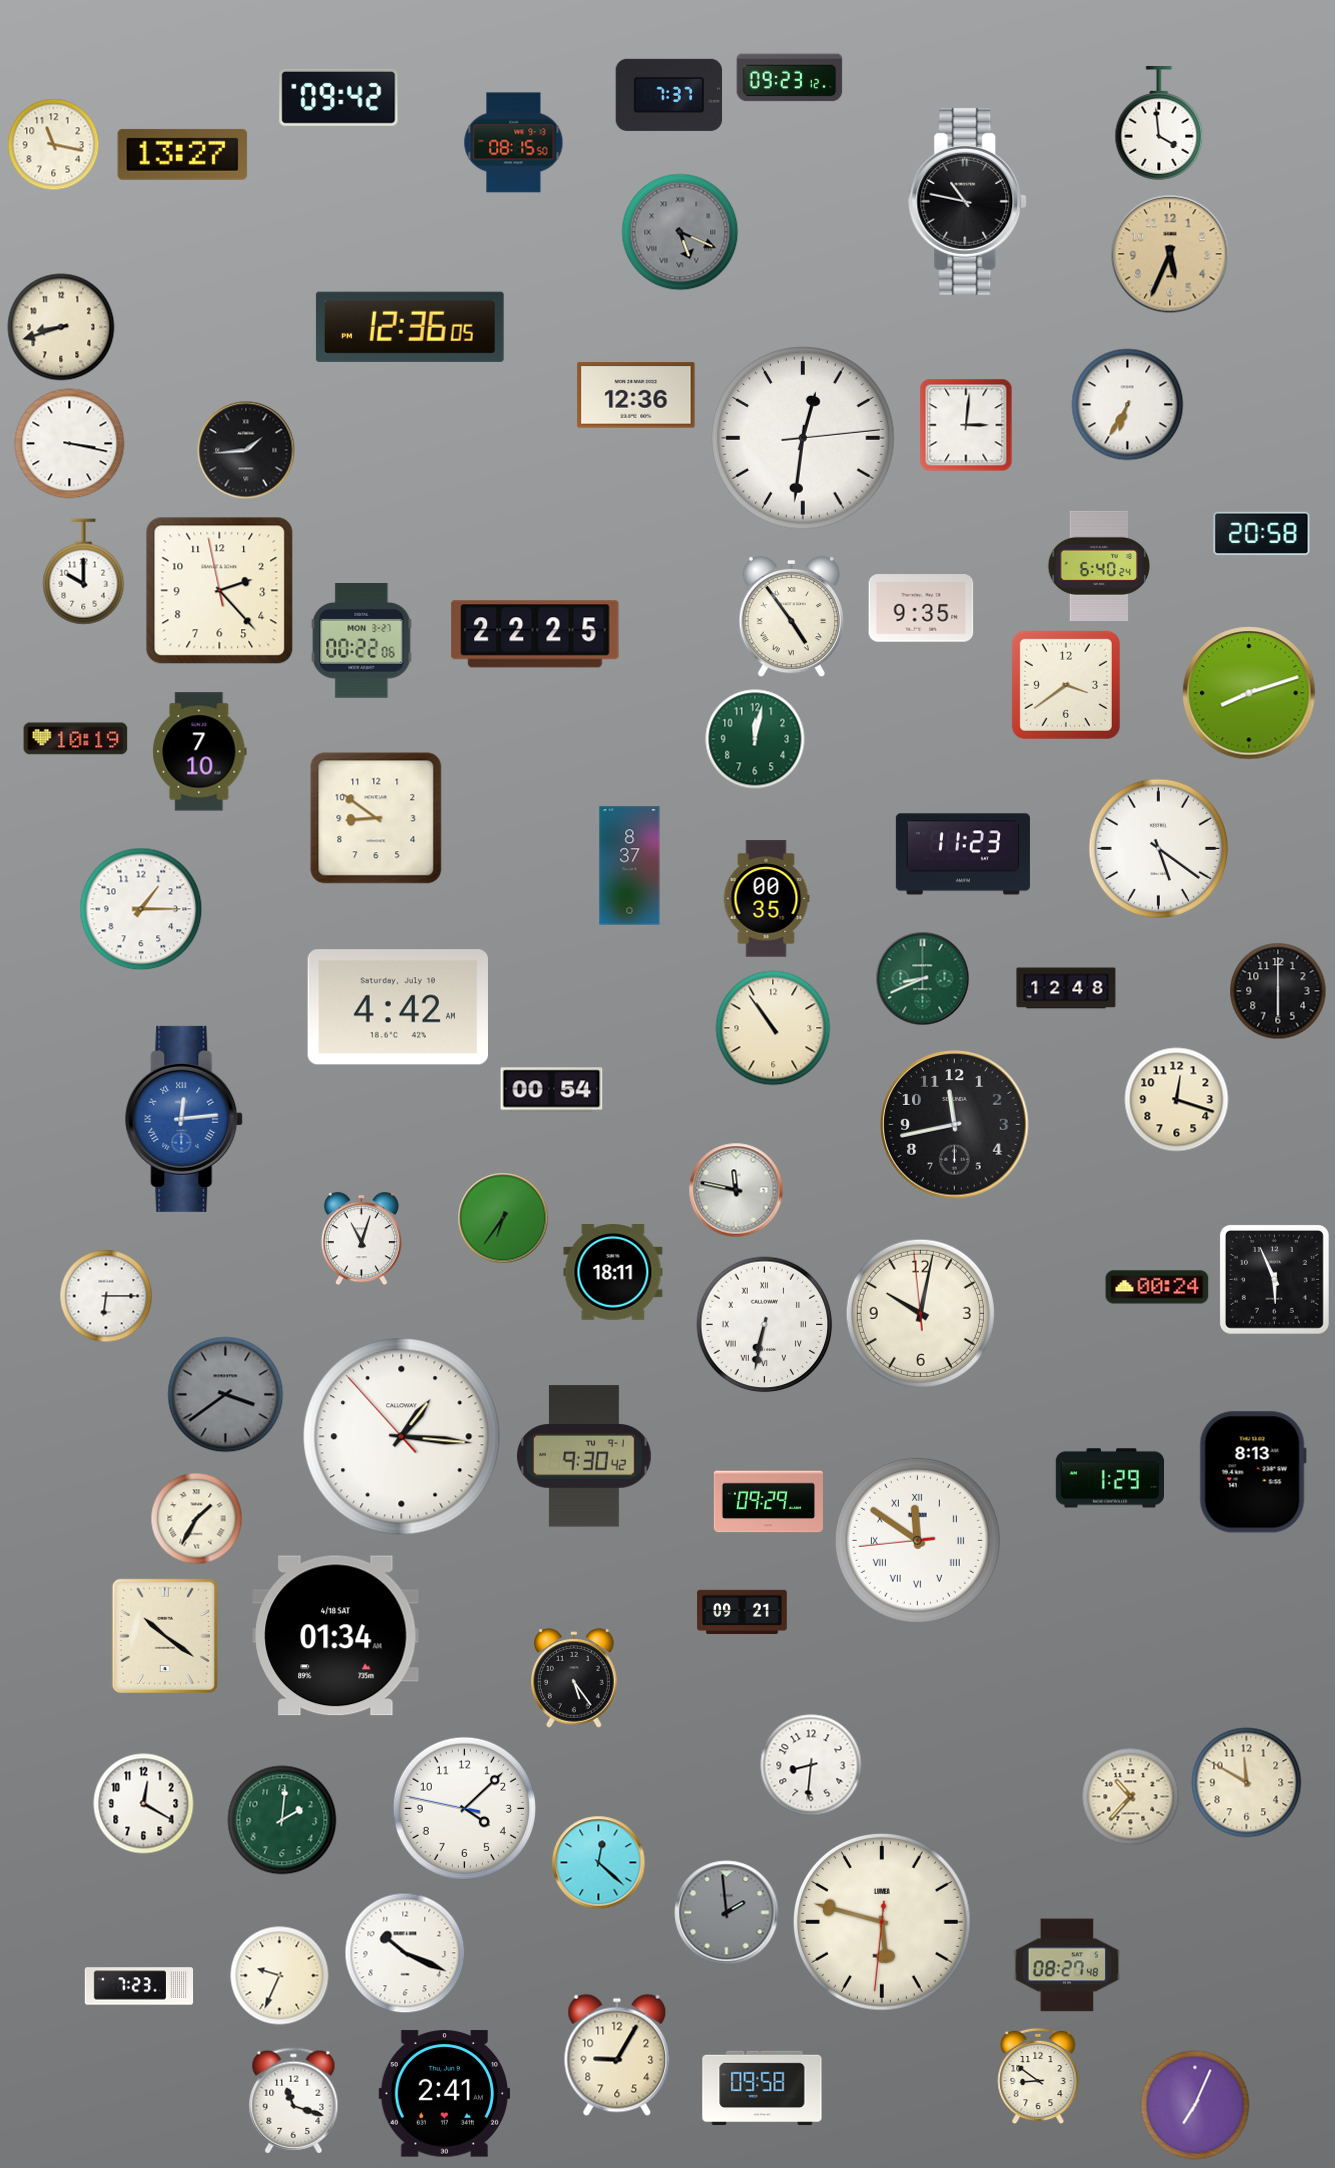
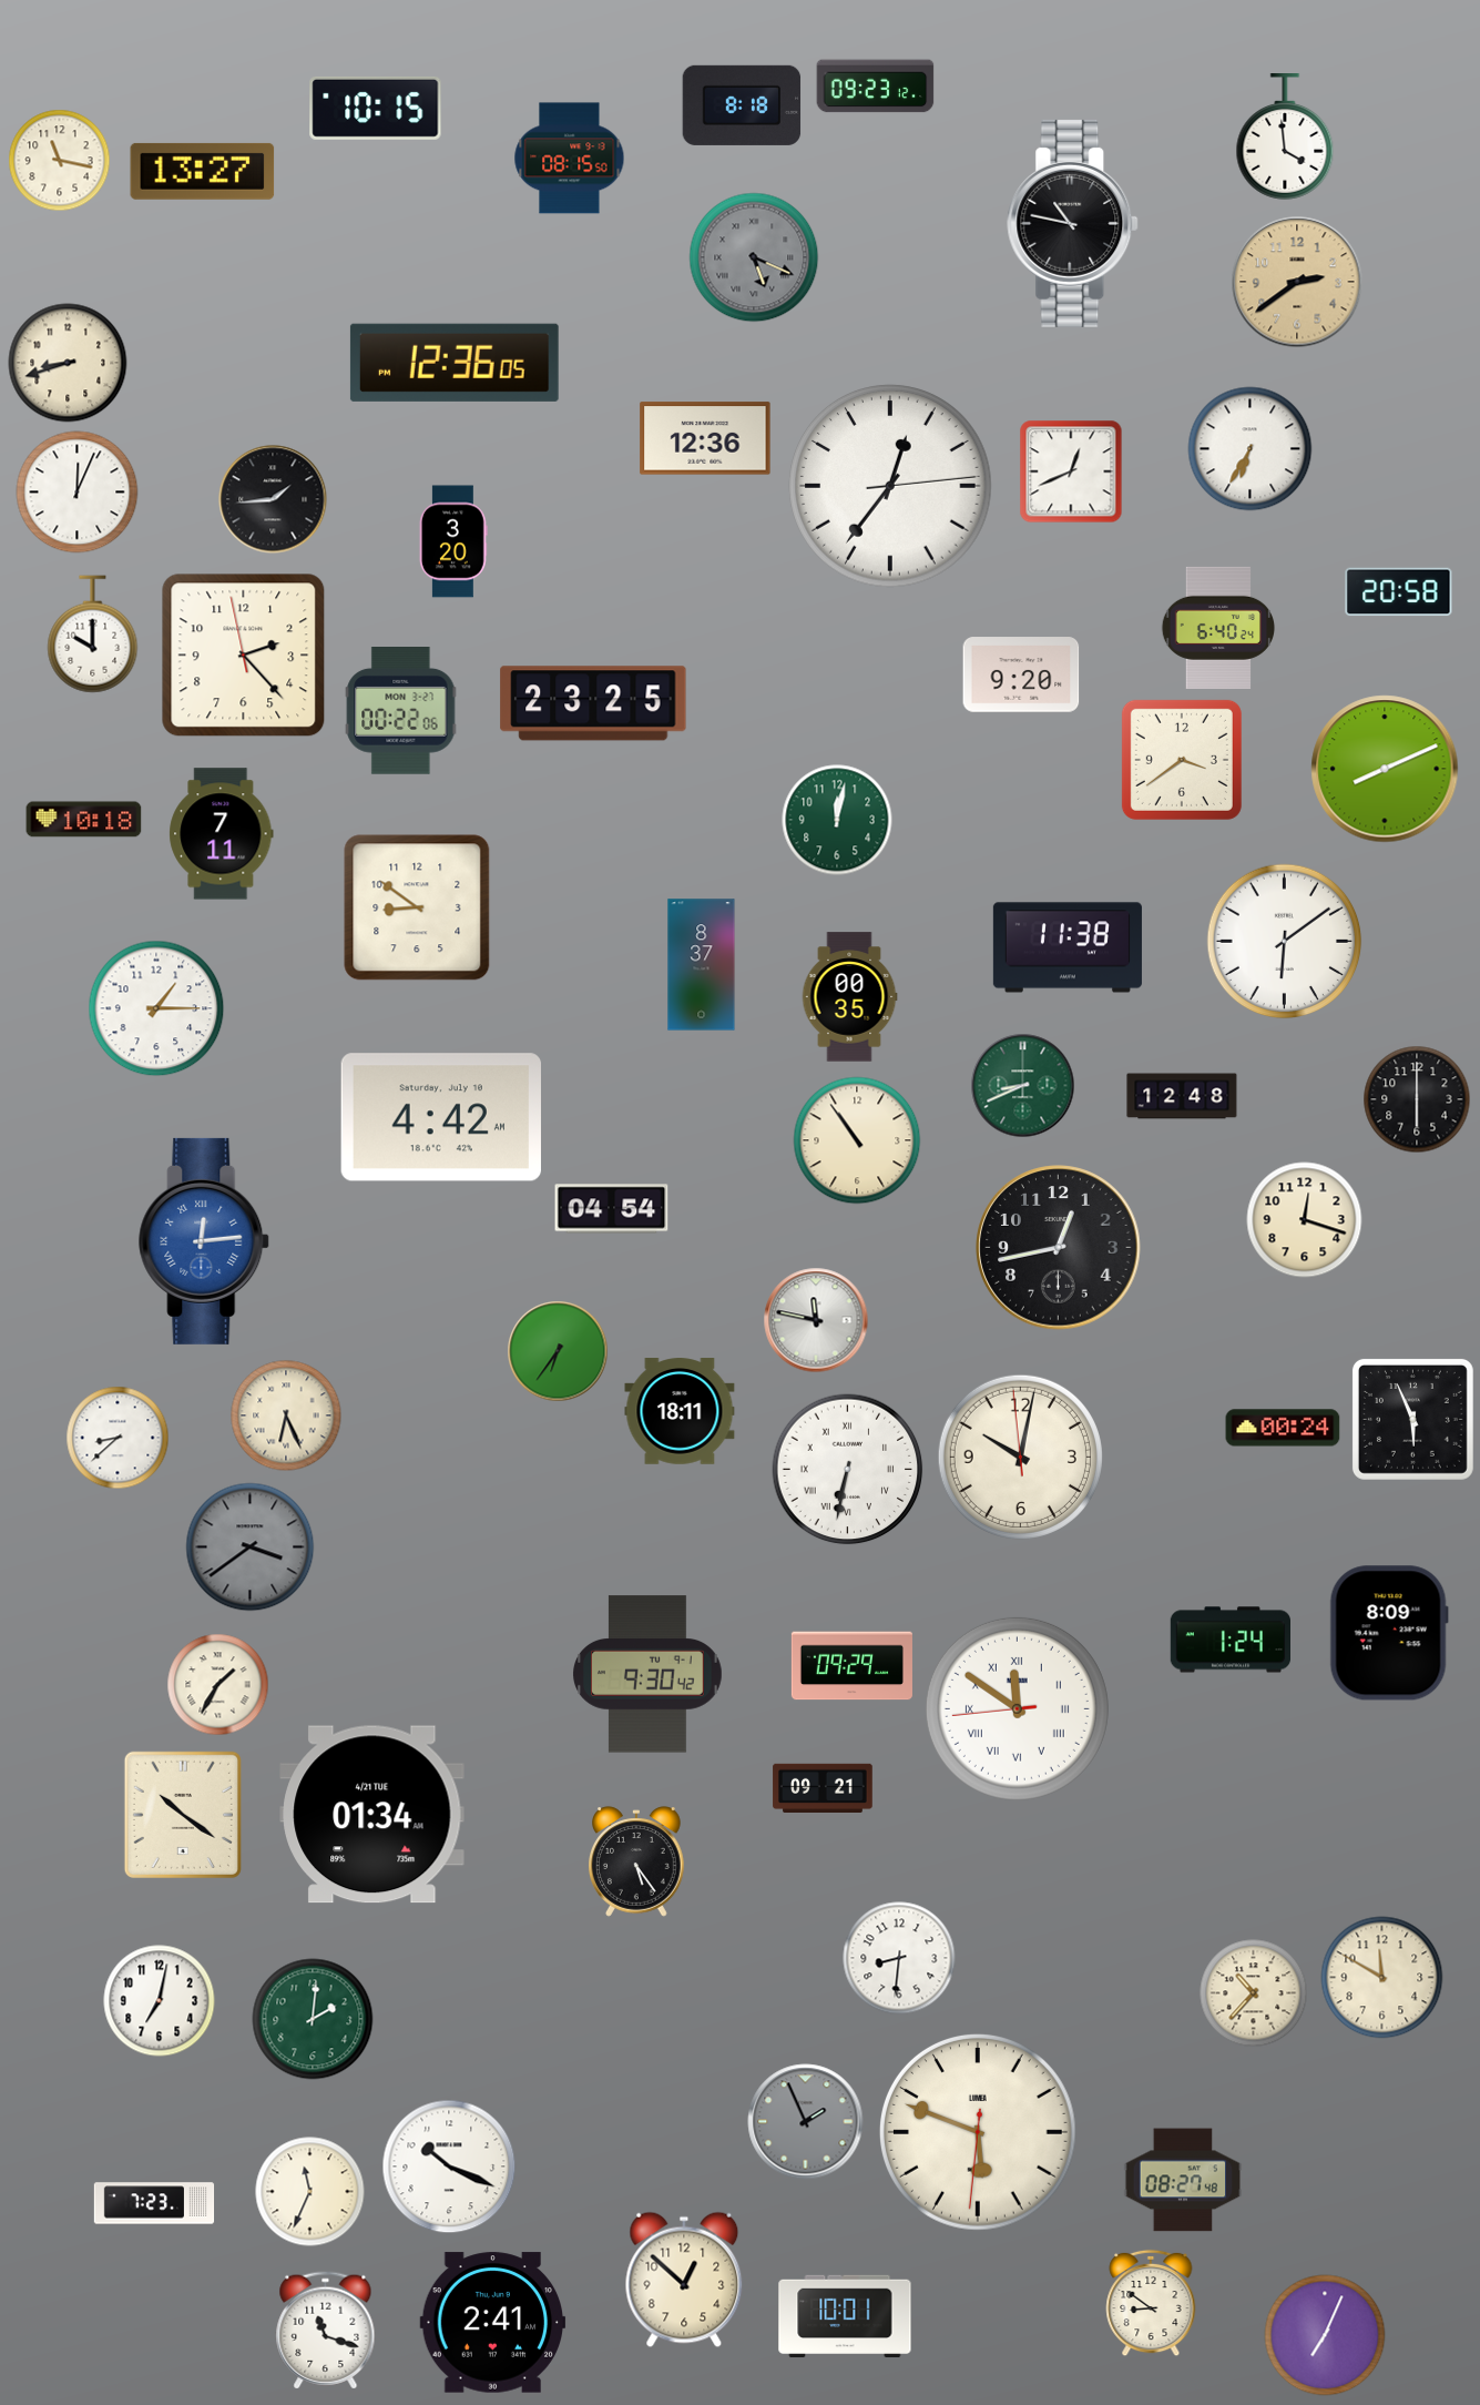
clock at (669, 95): 7:37 -> 8:18
clock at (339, 97): 09:42 -> 10:15
clock at (1170, 254): 5:34 -> 2:39
clock at (966, 425): 3:01 -> 12:41
clock at (803, 438): 12:31 -> 12:36
clock at (70, 444): 3:17 -> 12:04
clock at (453, 541): none -> 3:20
clock at (921, 608): 9:35 -> 9:20
clock at (791, 617): 4:54 -> none
clock at (535, 634): 22:25 -> 23:25
clock at (1249, 693): 8:12 -> 8:11
clock at (76, 739): 10:19 -> 10:18
clock at (200, 752): 7:10 -> 7:11
clock at (1159, 849): 5:21 -> 6:09
clock at (963, 854): 11:23 -> 11:38
clock at (630, 866) position: (630, 866) -> (702, 965)
clock at (552, 1090): 00:54 -> 04:54
clock at (955, 1125): 11:43 -> 12:43
clock at (361, 1239): 11:03 -> none
clock at (286, 1415): none -> 6:26
clock at (106, 1296): 6:15 -> 8:38
clock at (402, 1437): 1:15 -> none
clock at (585, 1456) position: (585, 1456) -> (649, 1674)
clock at (1253, 1472): 8:13 -> 8:09
clock at (1109, 1478): 1:29 -> 1:24
clock at (336, 1636) date: 4/18 SAT -> 4/21 TUE
clock at (144, 1804): 12:20 -> 7:02
clock at (464, 1808): 4:07 -> none
clock at (599, 1863): 12:22 -> none
clock at (727, 1913): 1:59 -> 1:56
clock at (882, 1922): 5:47 -> 5:48
clock at (280, 1976): 9:34 -> 11:34
clock at (617, 2055): 9:05 -> 12:52
clock at (762, 2088): 09:58 -> 10:01
